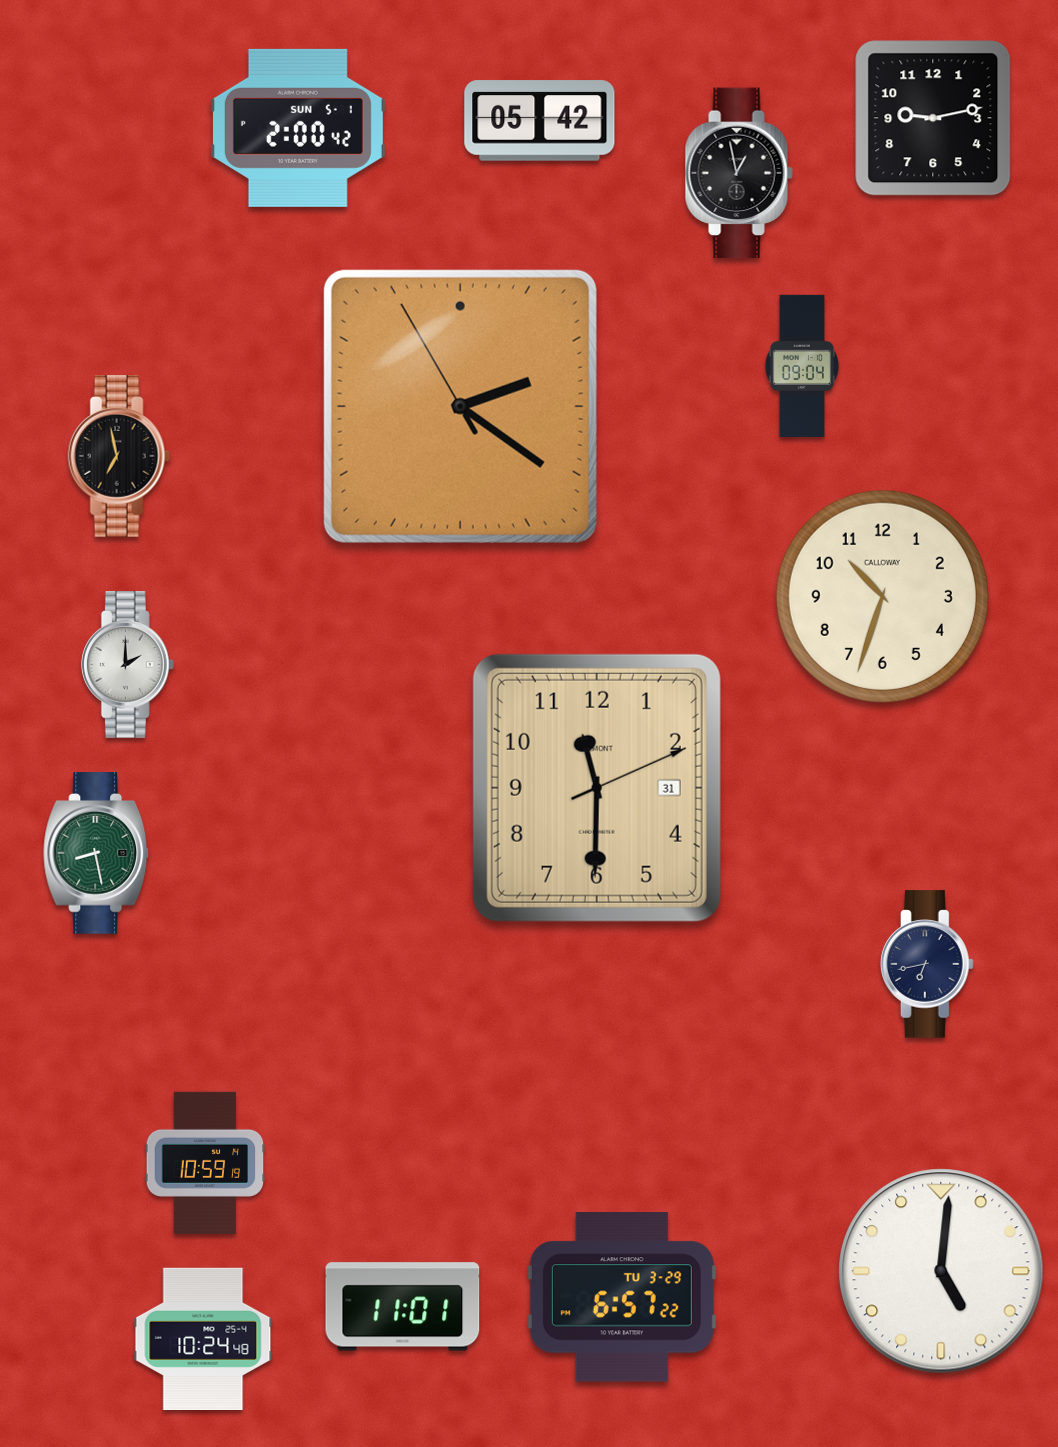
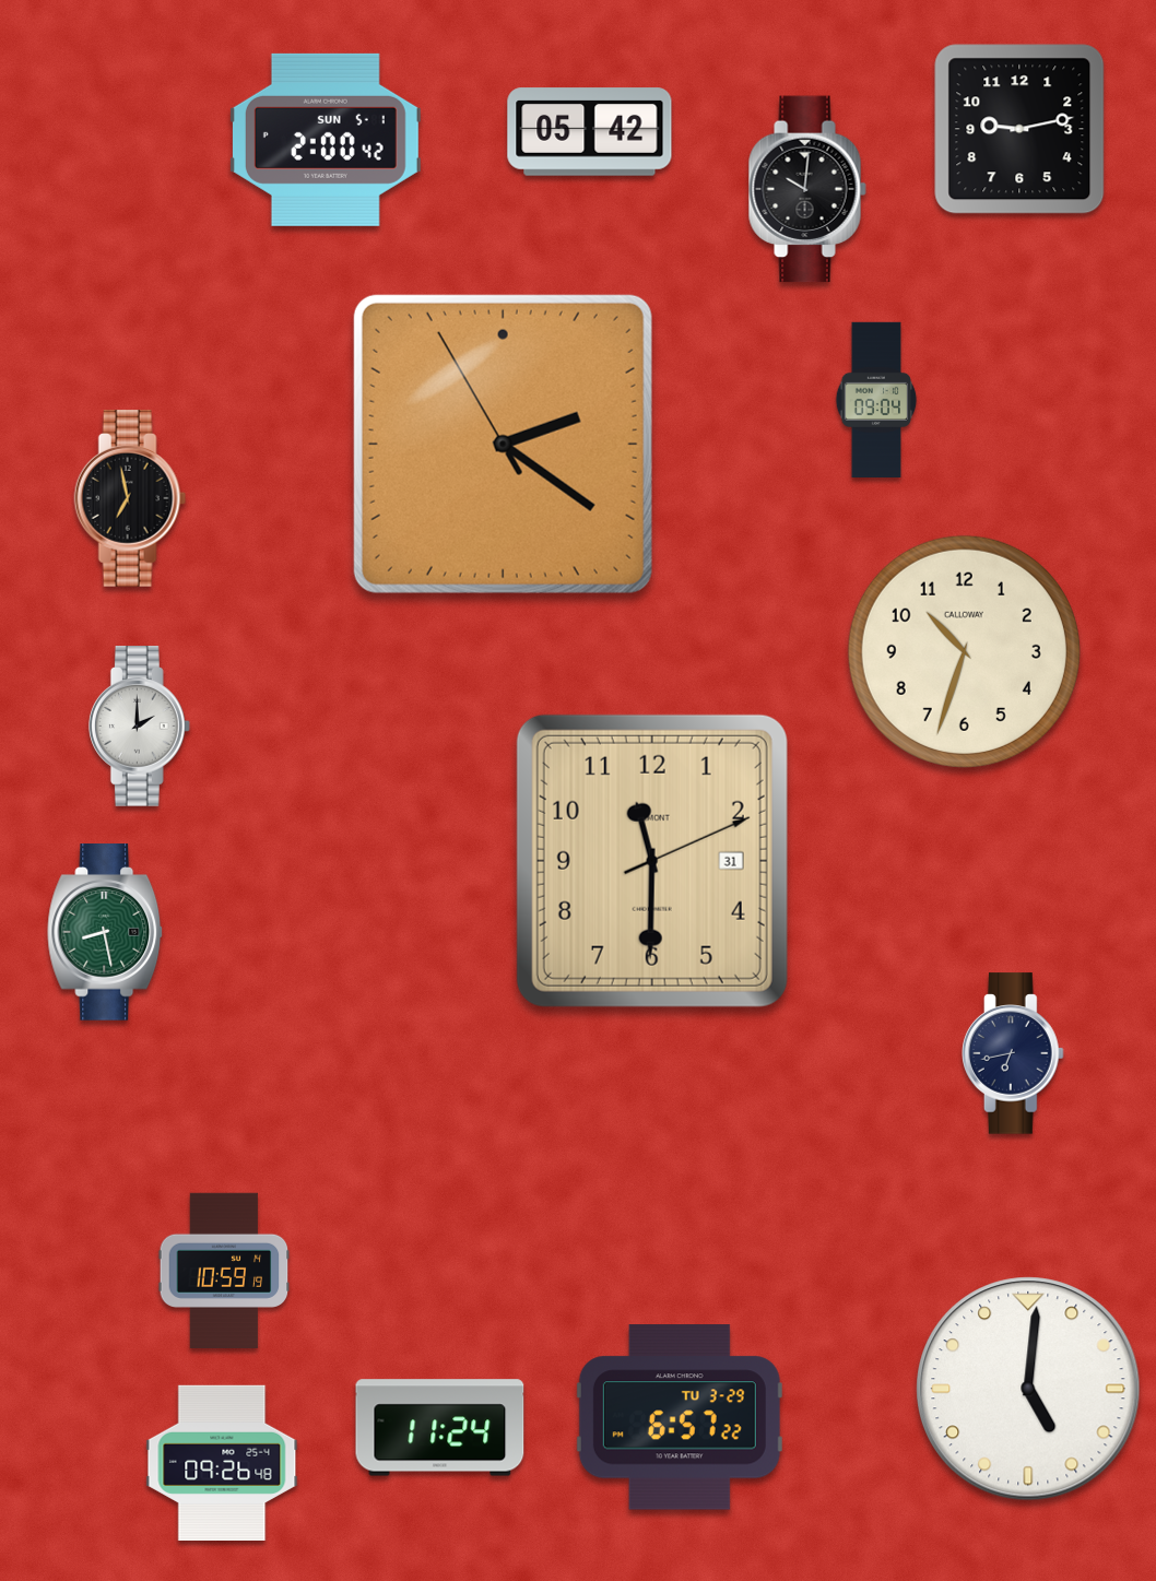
clock at (739, 173): 12:58 -> 10:01
clock at (403, 1307): 11:01 -> 11:24
clock at (203, 1338): 10:24 -> 09:26
